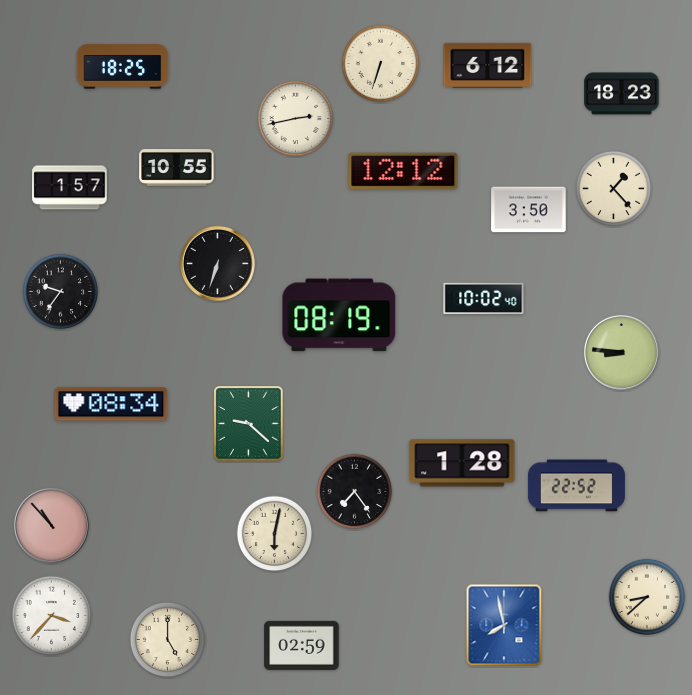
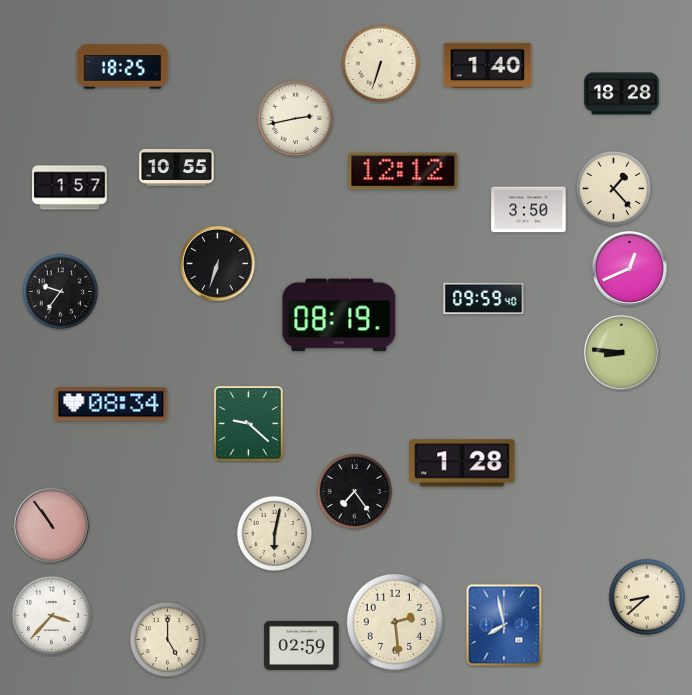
clock at (488, 65): 6:12 -> 1:40
clock at (622, 94): 18:23 -> 18:28
clock at (629, 268): none -> 12:41
clock at (484, 299): 10:02 -> 09:59
clock at (576, 486): 22:52 -> none
clock at (51, 525): 10:53 -> 10:54
clock at (395, 622): none -> 2:29
